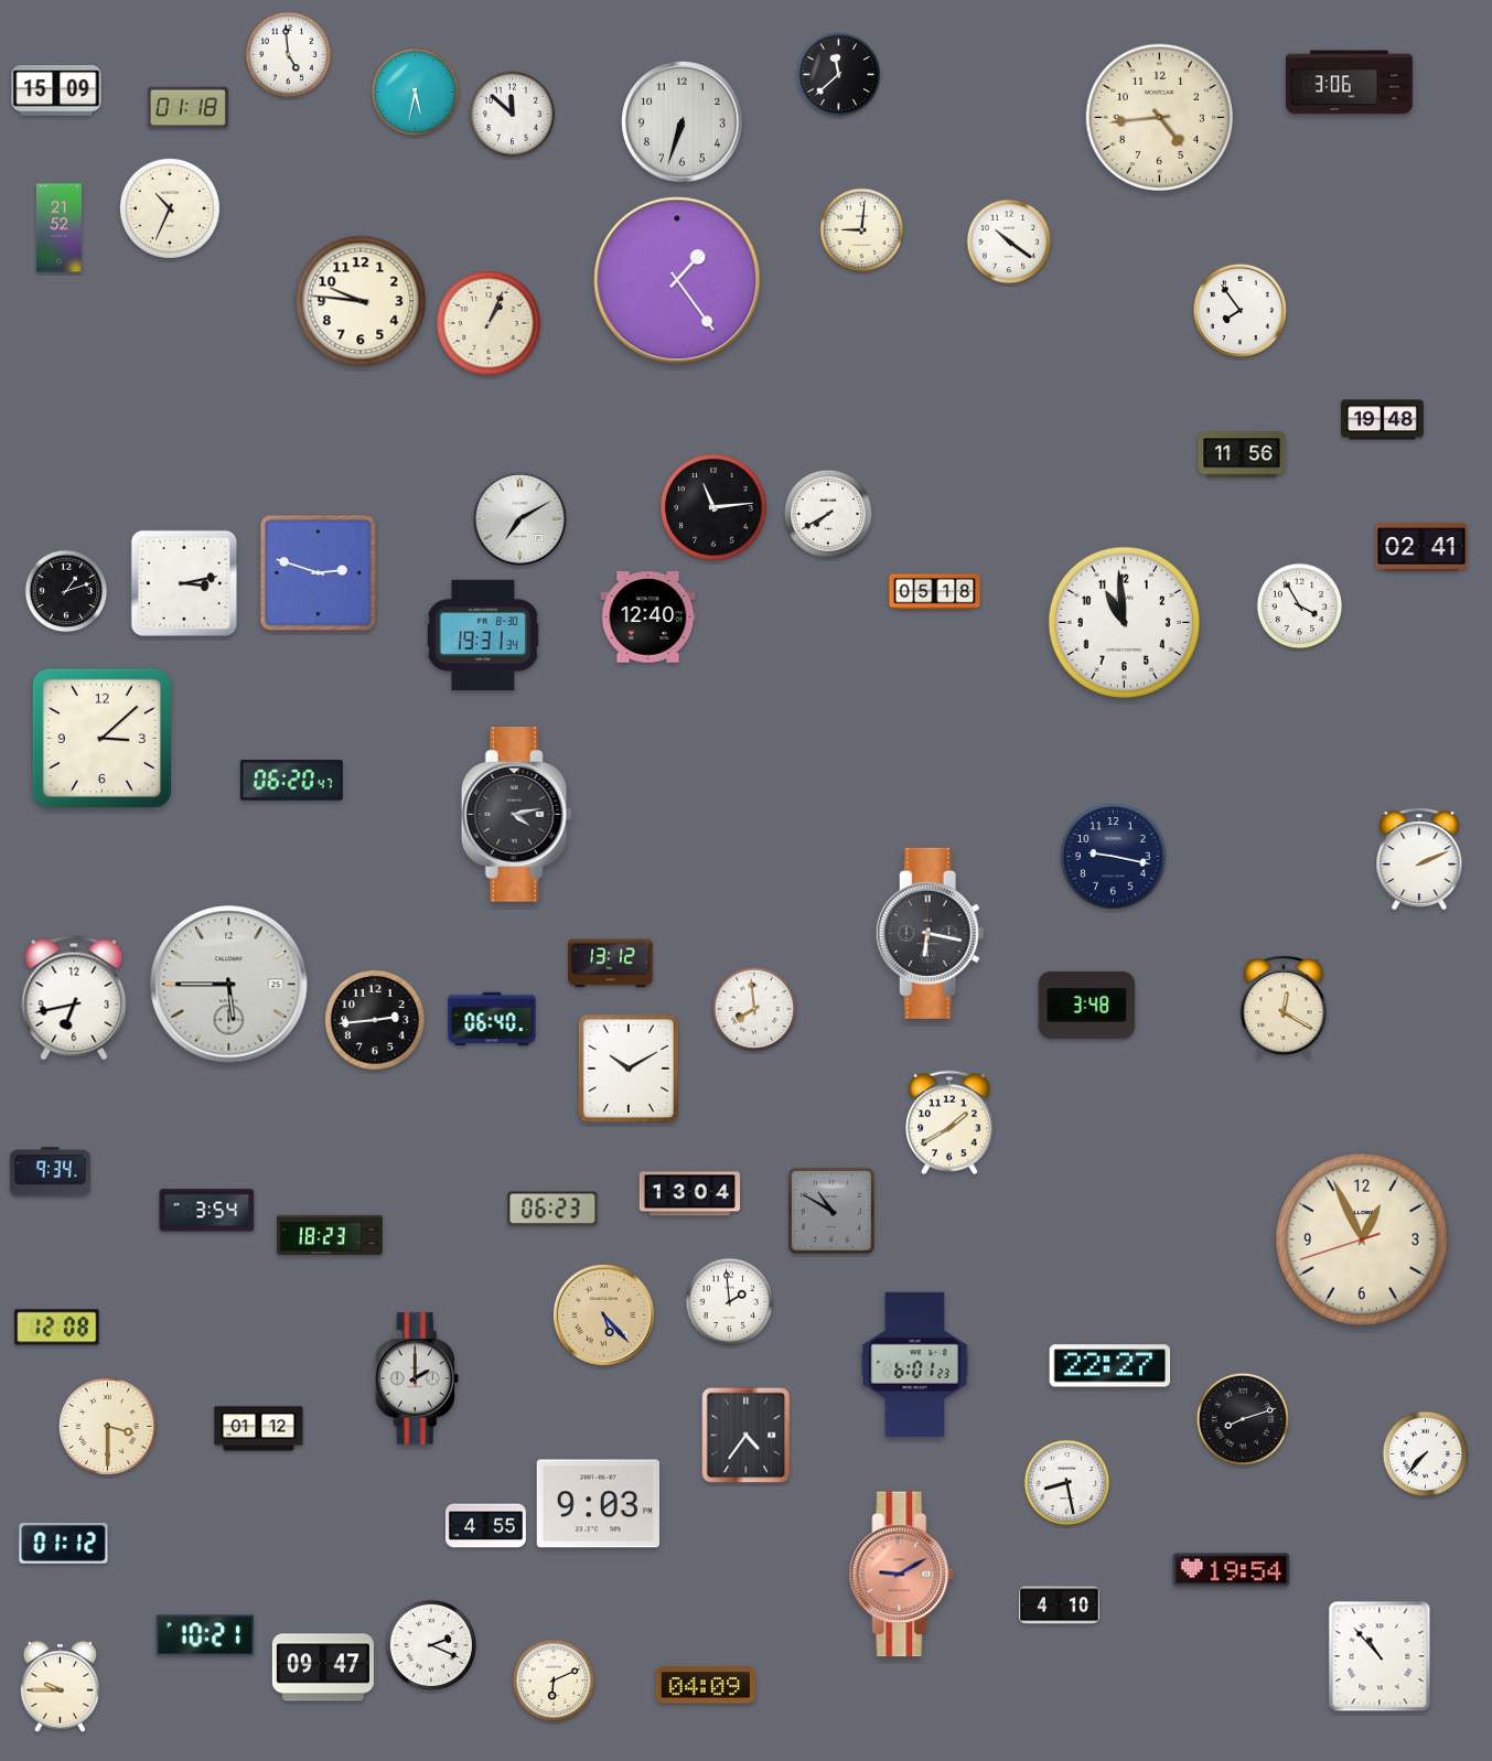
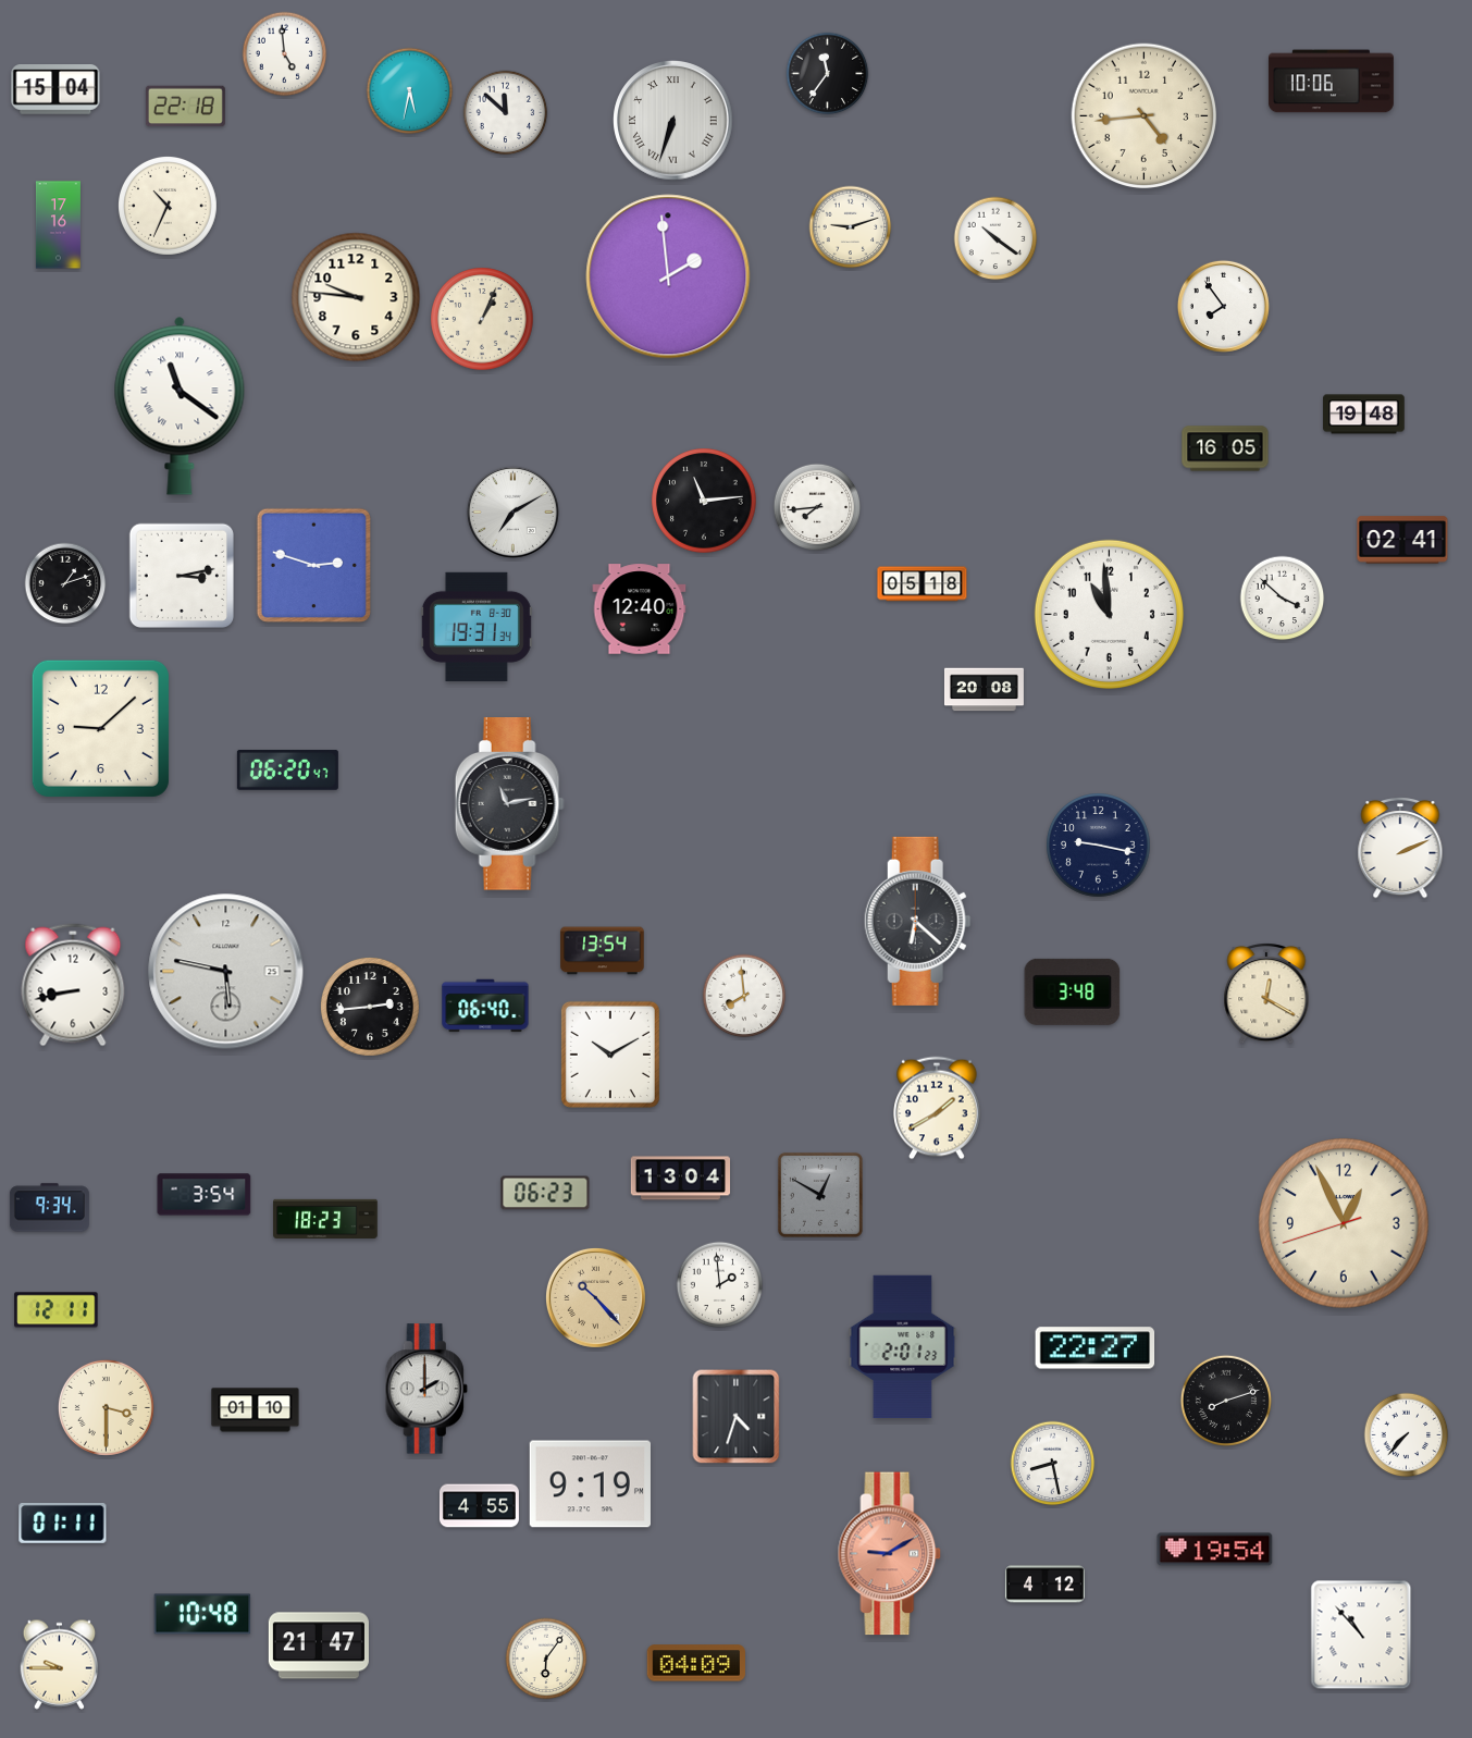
clock at (839, 75): 11:38 -> 11:36
clock at (1349, 83): 3:06 -> 10:06
clock at (56, 92): 15:09 -> 15:04
clock at (187, 108): 01:18 -> 22:18
clock at (683, 122) numerals: Arabic -> Roman
clock at (58, 228): 21:52 -> 17:16
clock at (862, 230): 9:01 -> 9:12
clock at (677, 280): 1:24 -> 1:59
clock at (180, 406): none -> 11:21
clock at (1242, 454): 11:56 -> 16:05
clock at (828, 514): 7:40 -> 7:44
clock at (1300, 606): 3:55 -> 3:52
clock at (984, 690): none -> 20:08
clock at (101, 738): 3:08 -> 9:08
clock at (516, 815): 4:13 -> 11:13
clock at (930, 933): 6:17 -> 6:22
clock at (611, 964): 13:12 -> 13:54
clock at (229, 985): 5:45 -> 5:47
clock at (74, 998): 6:43 -> 8:43
clock at (629, 1069) position: (629, 1069) -> (610, 1055)
clock at (50, 1172) position: (50, 1172) -> (49, 1208)
clock at (831, 1211): 10:50 -> 12:50
clock at (603, 1314): 5:23 -> 10:23
clock at (57, 1328): 12:08 -> 12:11
clock at (915, 1365): 6:01 -> 2:01
clock at (417, 1378) position: (417, 1378) -> (426, 1389)
clock at (259, 1429): 01:12 -> 01:10
clock at (747, 1436): 4:36 -> 4:33
clock at (598, 1504): 9:03 -> 9:19
clock at (64, 1543): 01:12 -> 01:11
clock at (1059, 1606): 4:10 -> 4:12
clock at (205, 1635): 10:21 -> 10:48
clock at (430, 1644): 2:19 -> none
clock at (323, 1667): 09:47 -> 21:47
clock at (554, 1681): 6:11 -> 6:06
